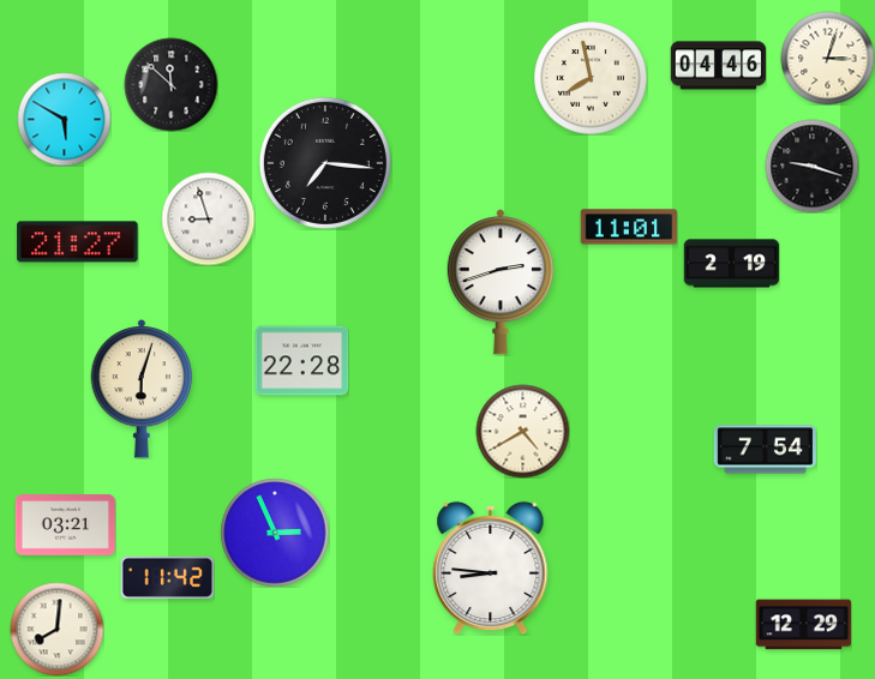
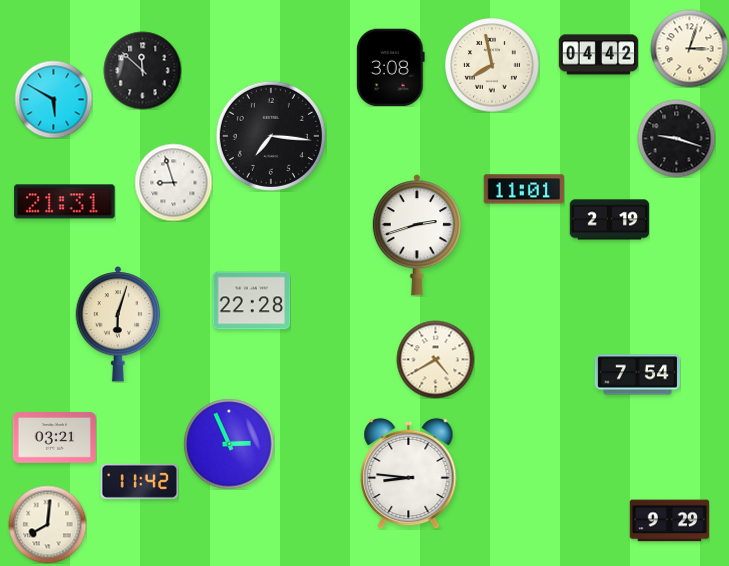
clock at (718, 66): 04:46 -> 04:42
clock at (390, 67): none -> 3:08
clock at (78, 242): 21:27 -> 21:31
clock at (803, 625): 12:29 -> 9:29
